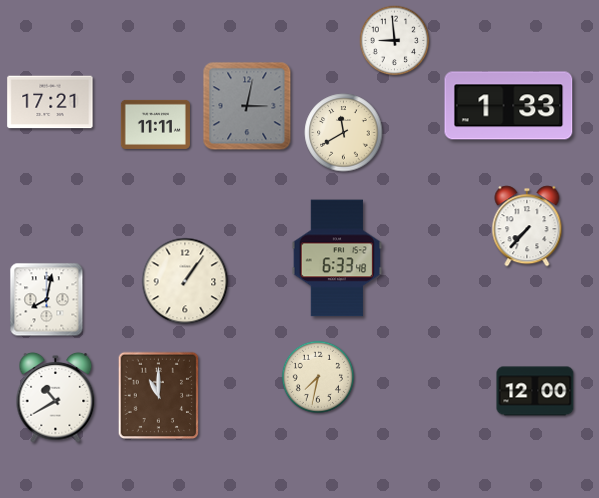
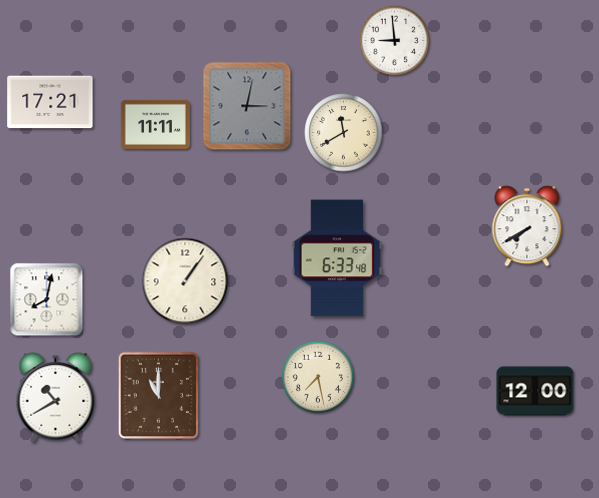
clock at (509, 106): 1:33 -> none
clock at (527, 226): 7:37 -> 7:40
clock at (318, 377): 7:32 -> 7:28
